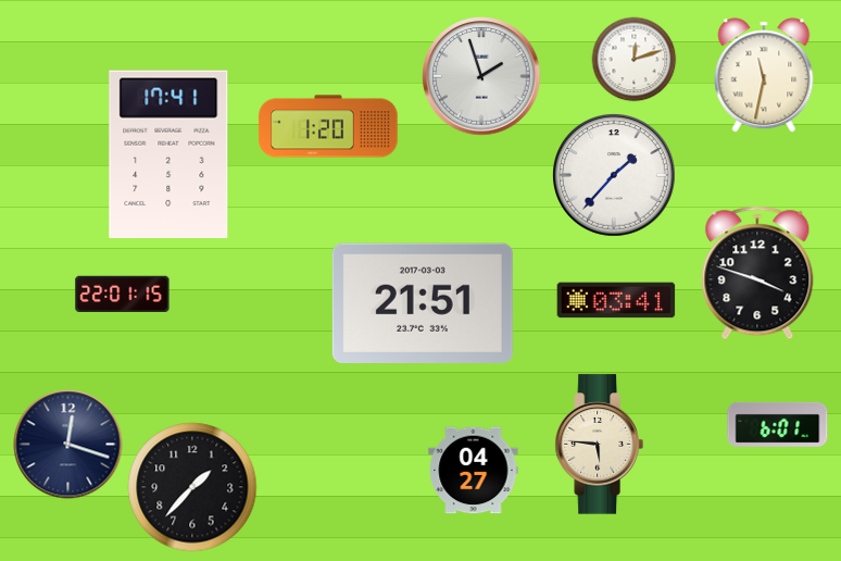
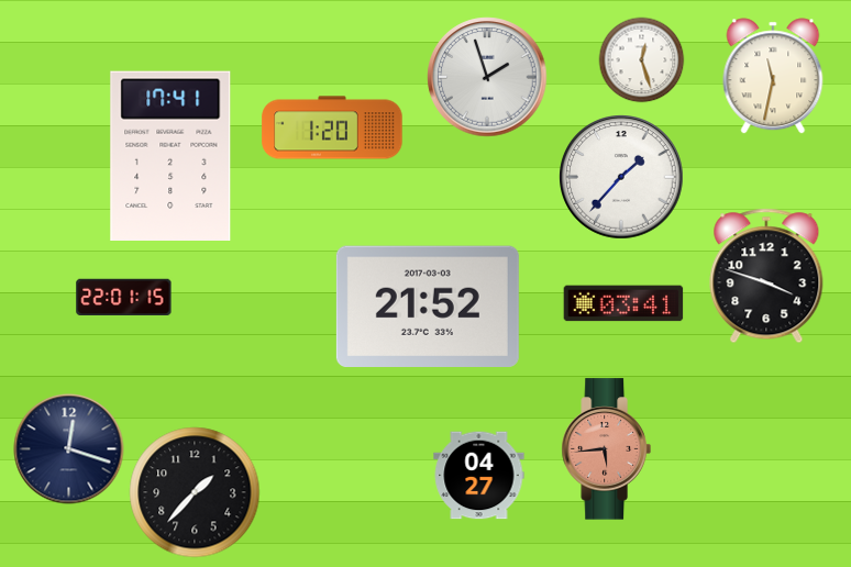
clock at (633, 59): 12:12 -> 12:27
clock at (423, 303): 21:51 -> 21:52
clock at (778, 424): 6:01 -> none
clock at (599, 445): 5:46 -> 5:44
clock at (599, 445) dial: cream -> salmon
